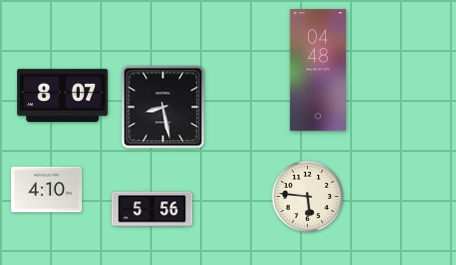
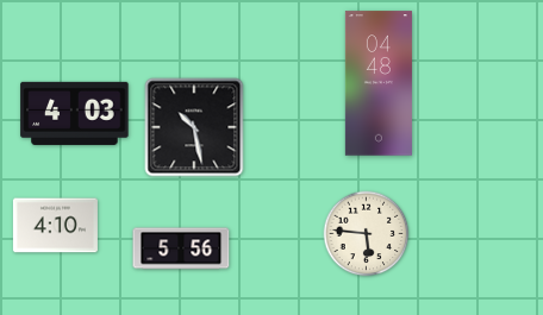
clock at (63, 95): 8:07 -> 4:03
clock at (163, 107): 8:28 -> 10:28
